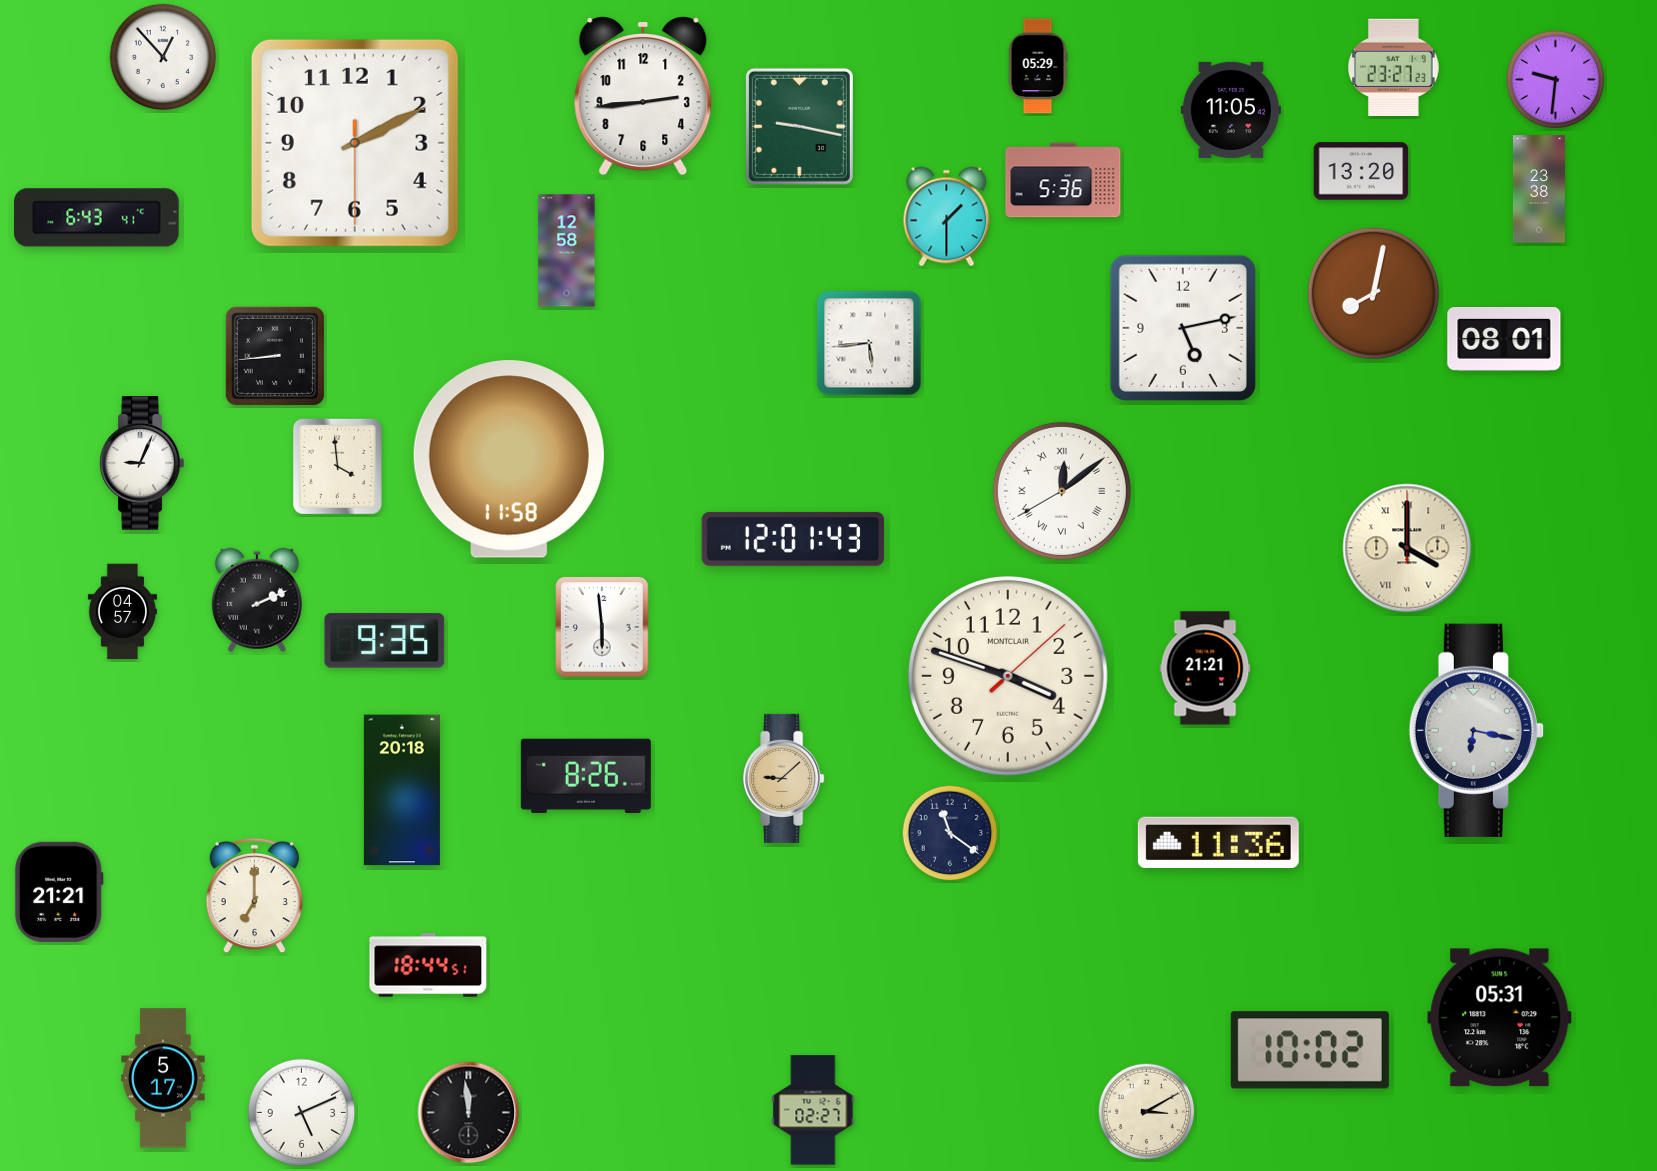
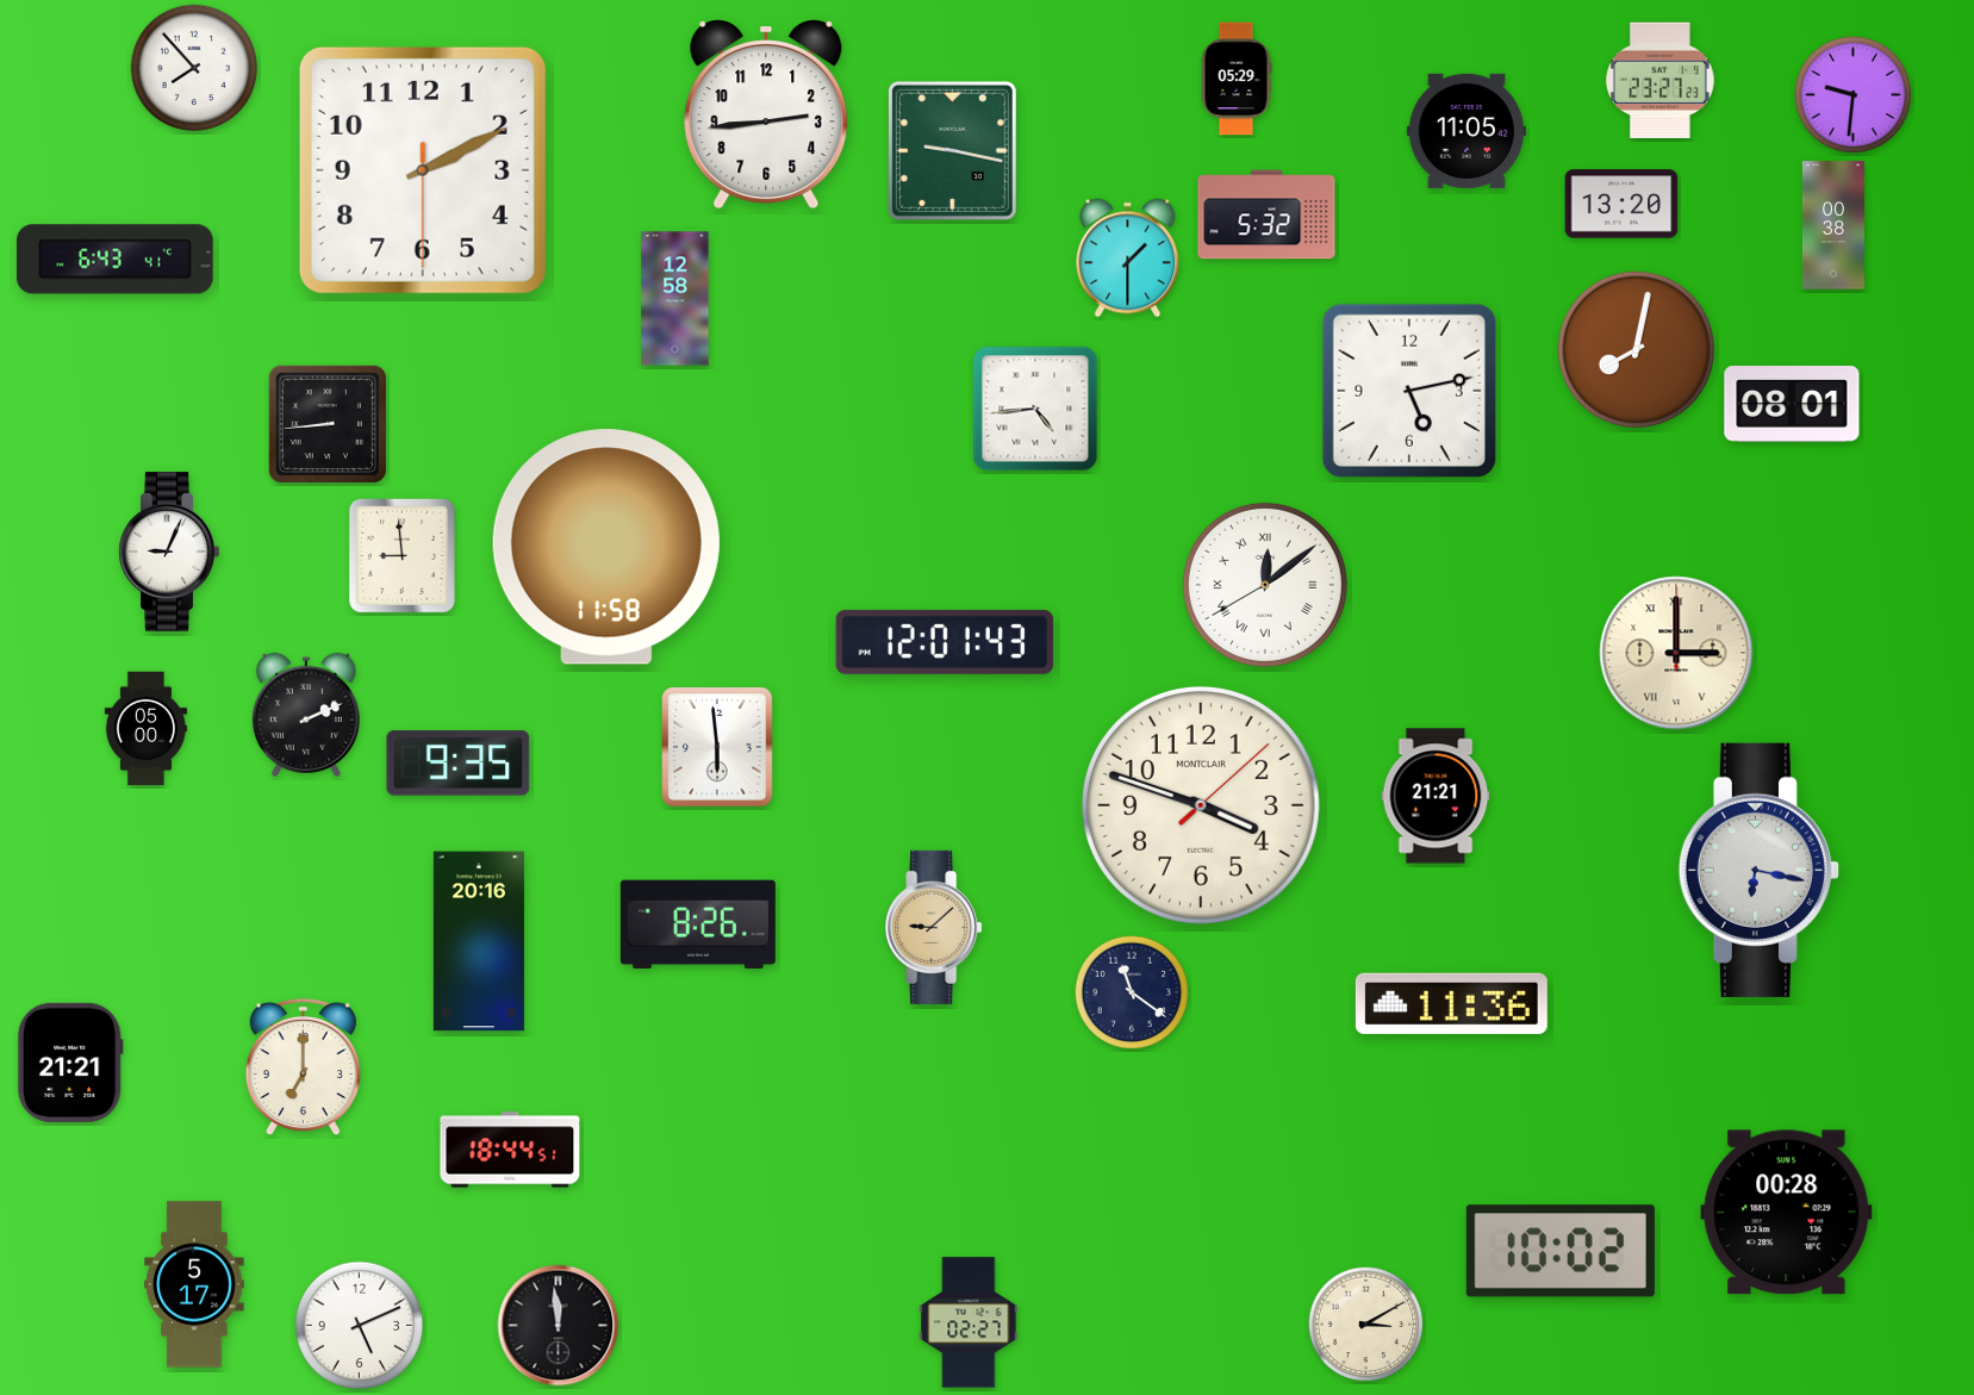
clock at (163, 57): 12:53 -> 7:53
clock at (1063, 180): 5:36 -> 5:32
clock at (1539, 189): 23:38 -> 00:38
clock at (869, 343): 5:44 -> 4:44
clock at (337, 466): 3:59 -> 8:59
clock at (1407, 548): 4:00 -> 3:00
clock at (122, 612): 04:57 -> 05:00
clock at (402, 790): 20:18 -> 20:16
clock at (1500, 1018): 05:31 -> 00:28
